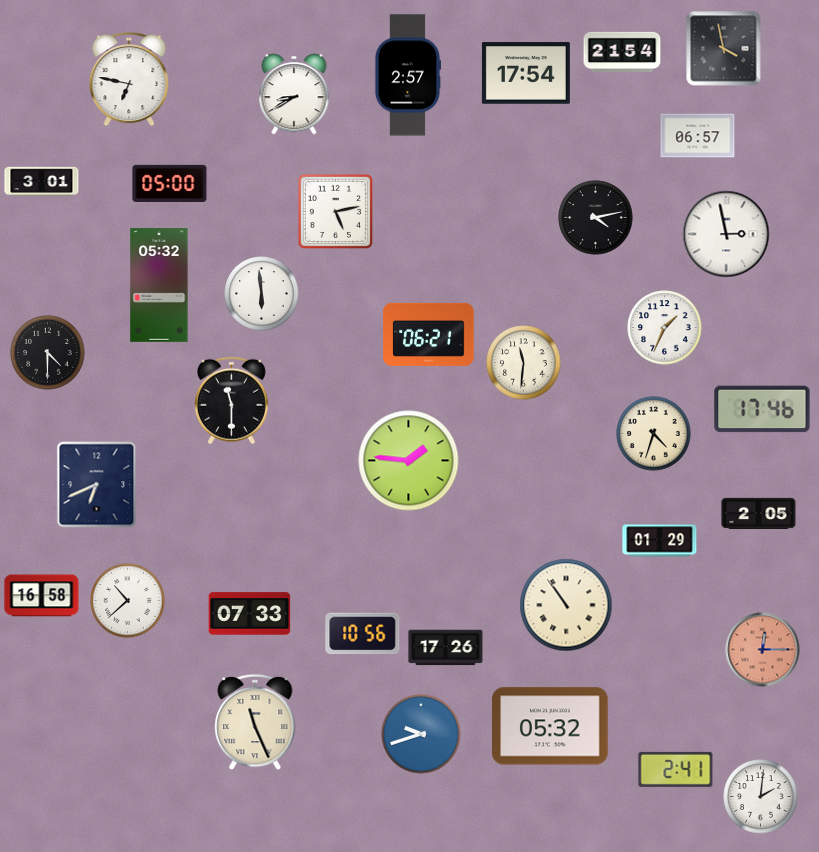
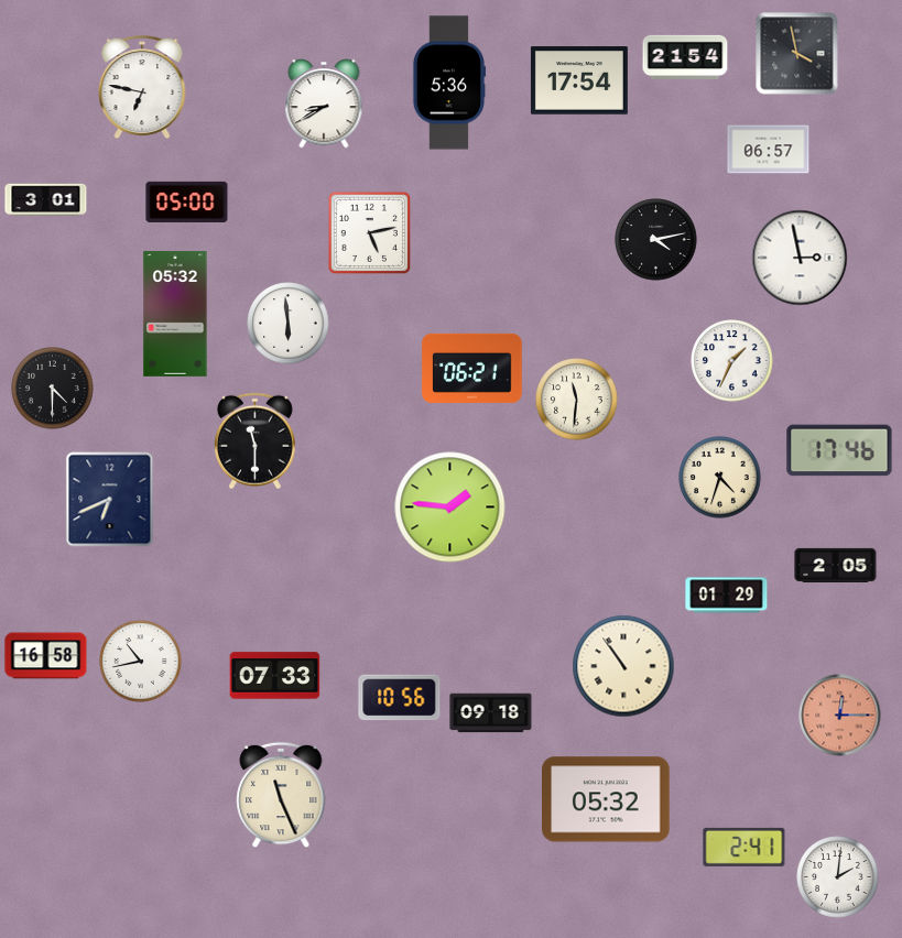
clock at (408, 75): 2:57 -> 5:36
clock at (97, 485) position: (97, 485) -> (110, 500)
clock at (128, 601): 10:38 -> 10:43
clock at (446, 648): 17:26 -> 09:18
clock at (421, 734): 9:42 -> none
